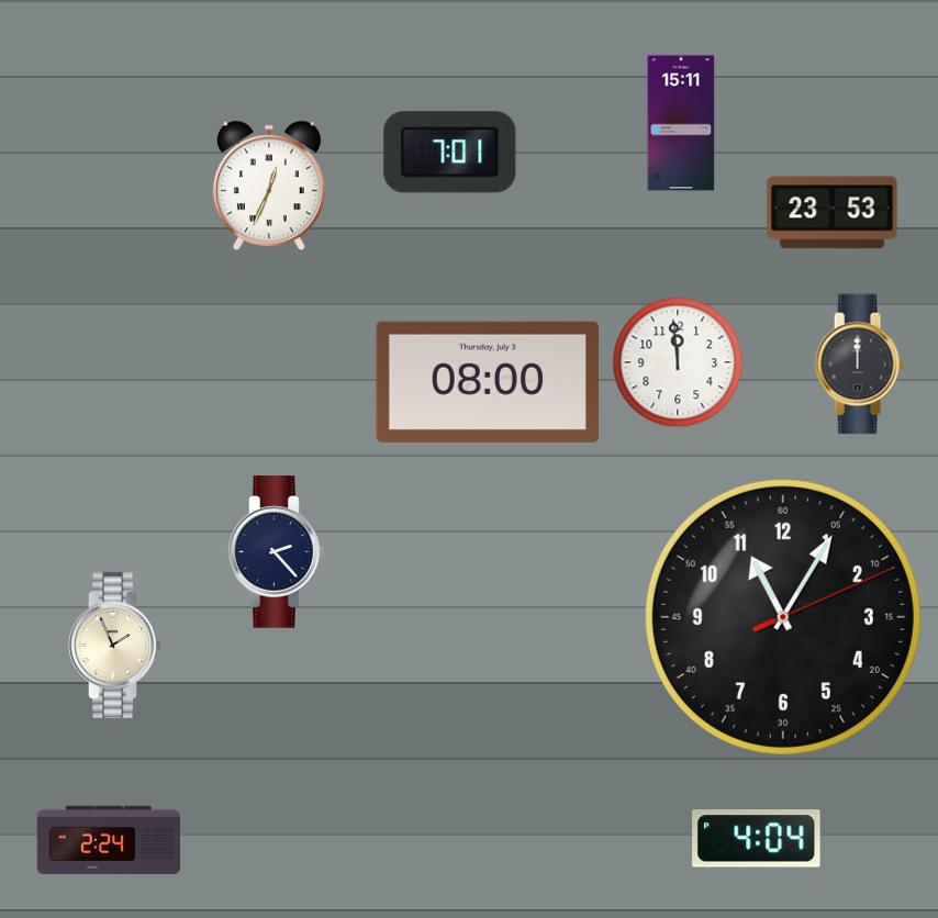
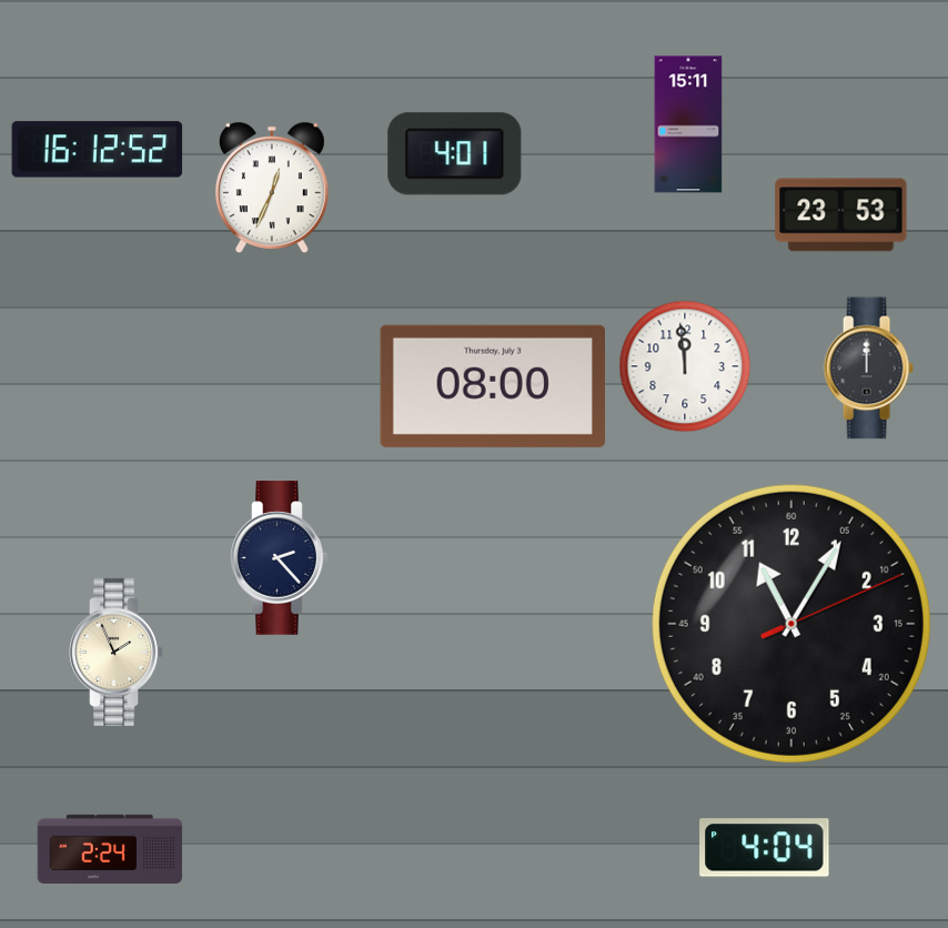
clock at (98, 150): none -> 16:12
clock at (450, 153): 7:01 -> 4:01
